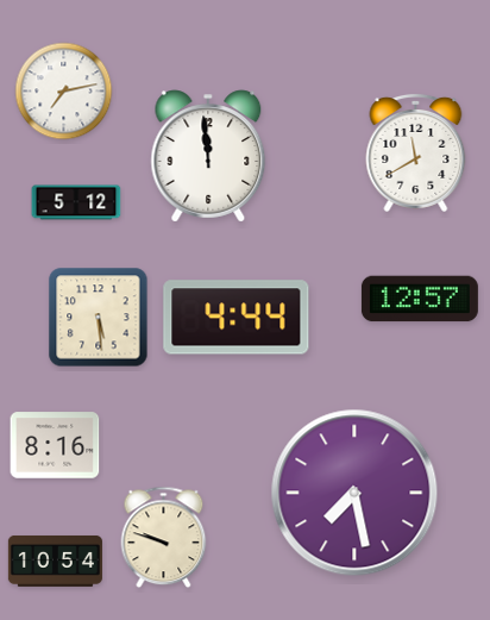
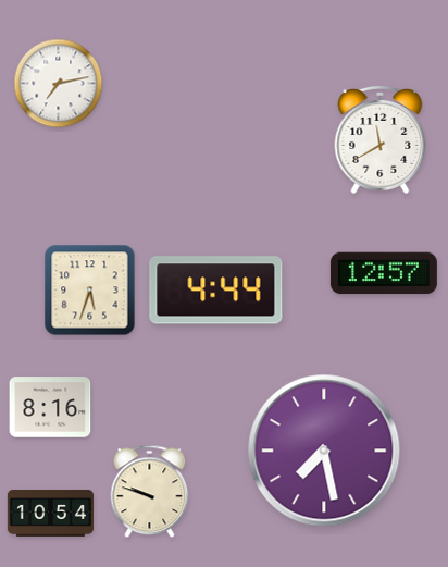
clock at (208, 156): 11:59 -> none
clock at (76, 202): 5:12 -> none
clock at (99, 318): 5:29 -> 5:33
